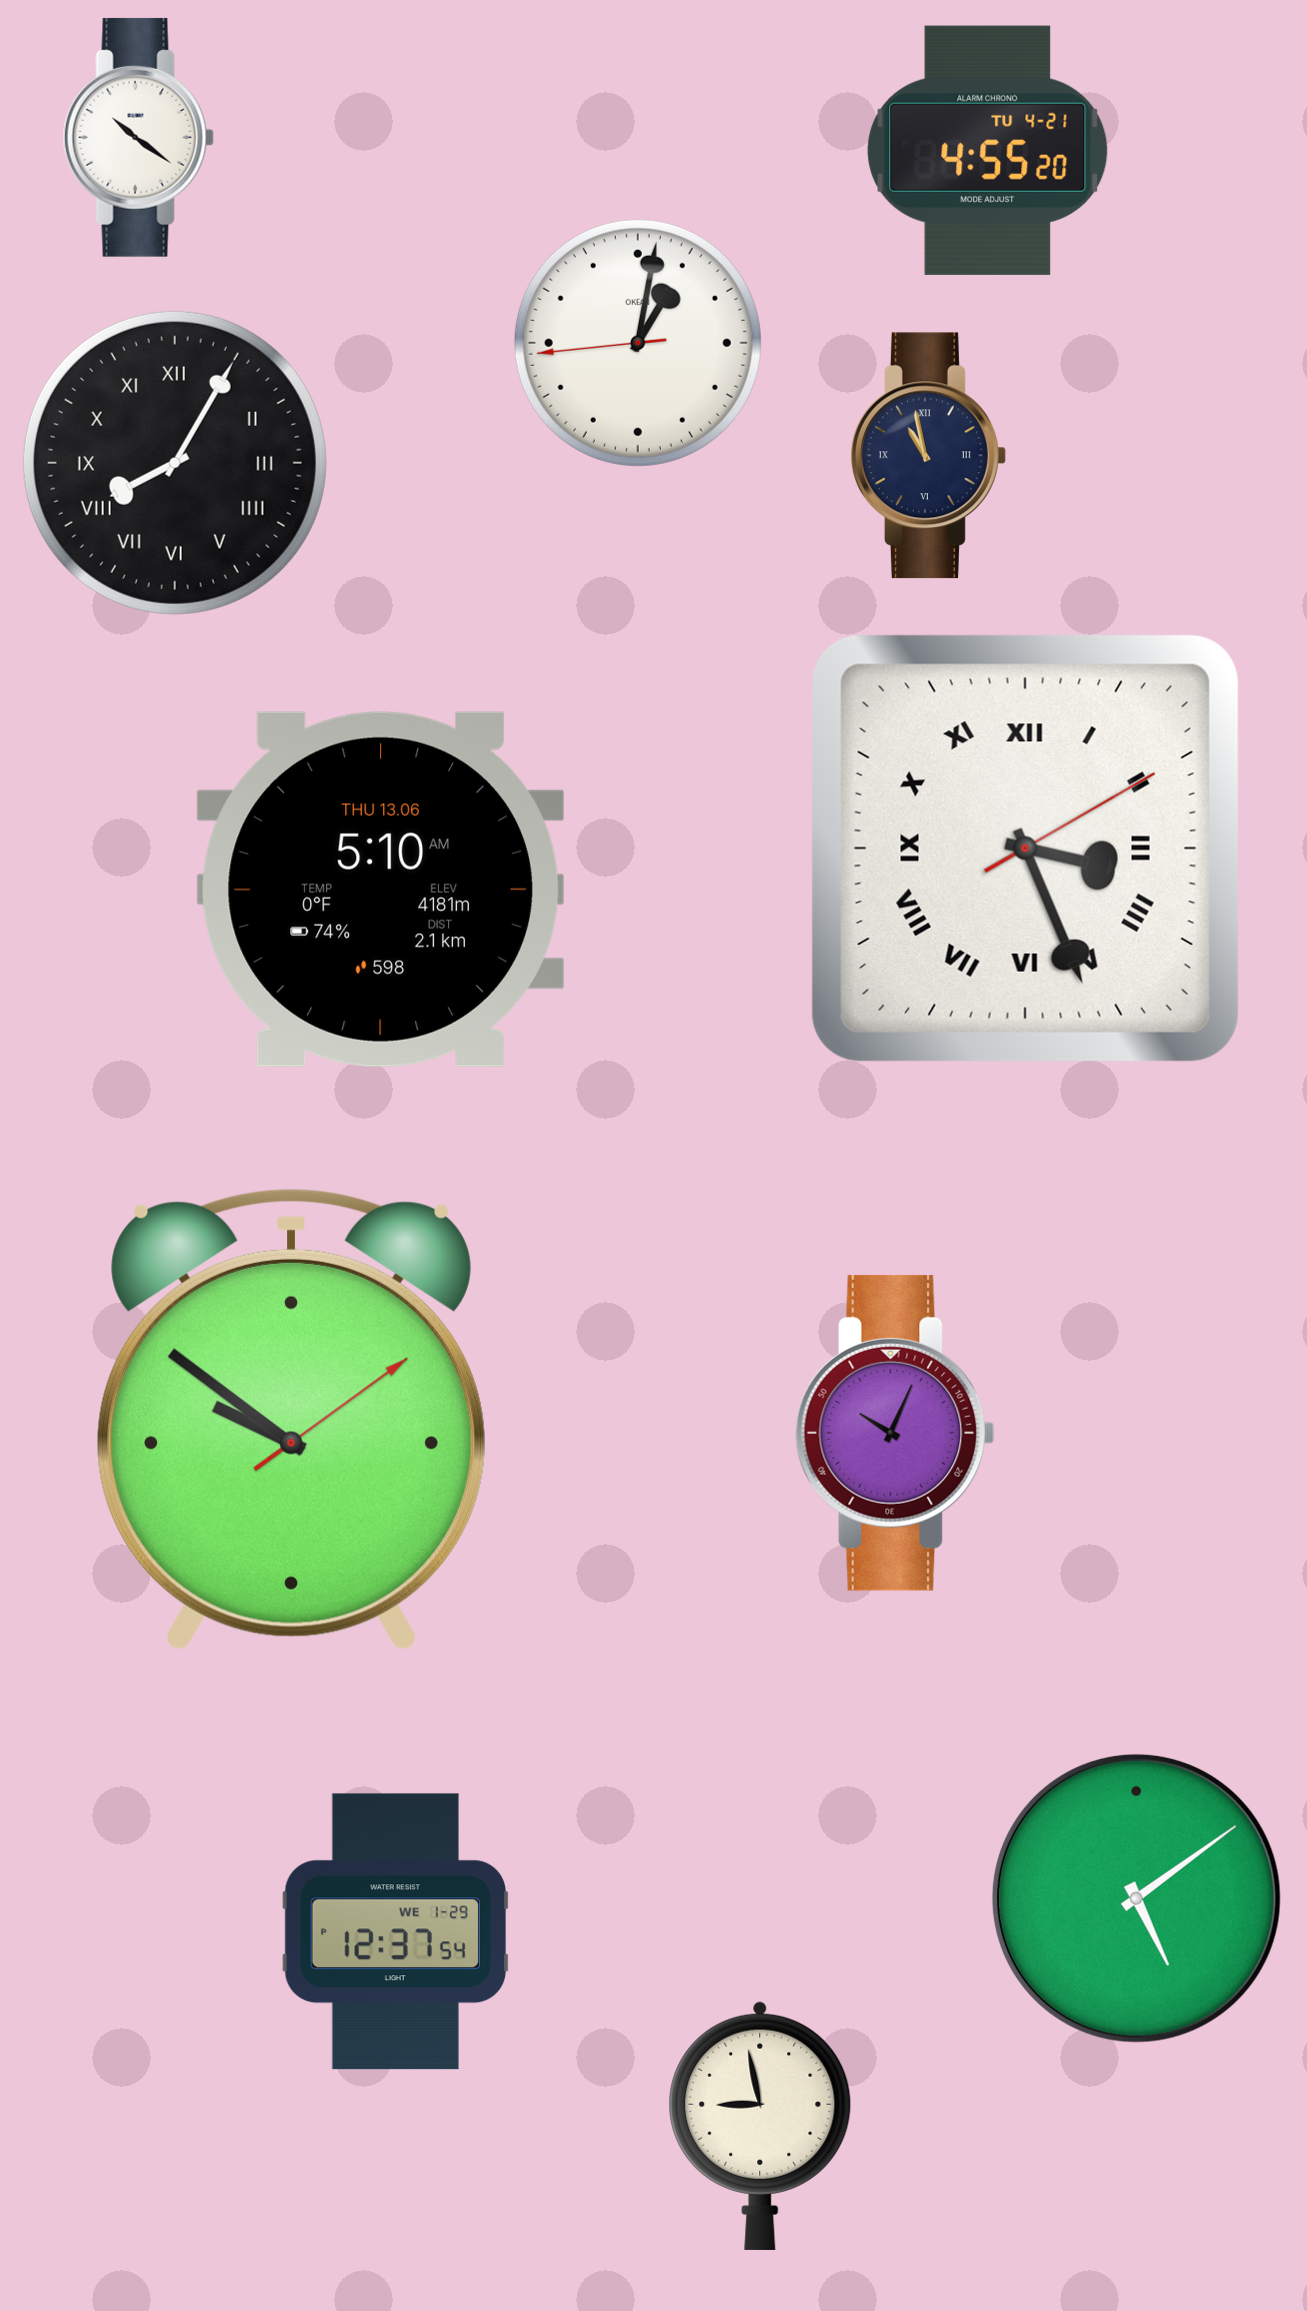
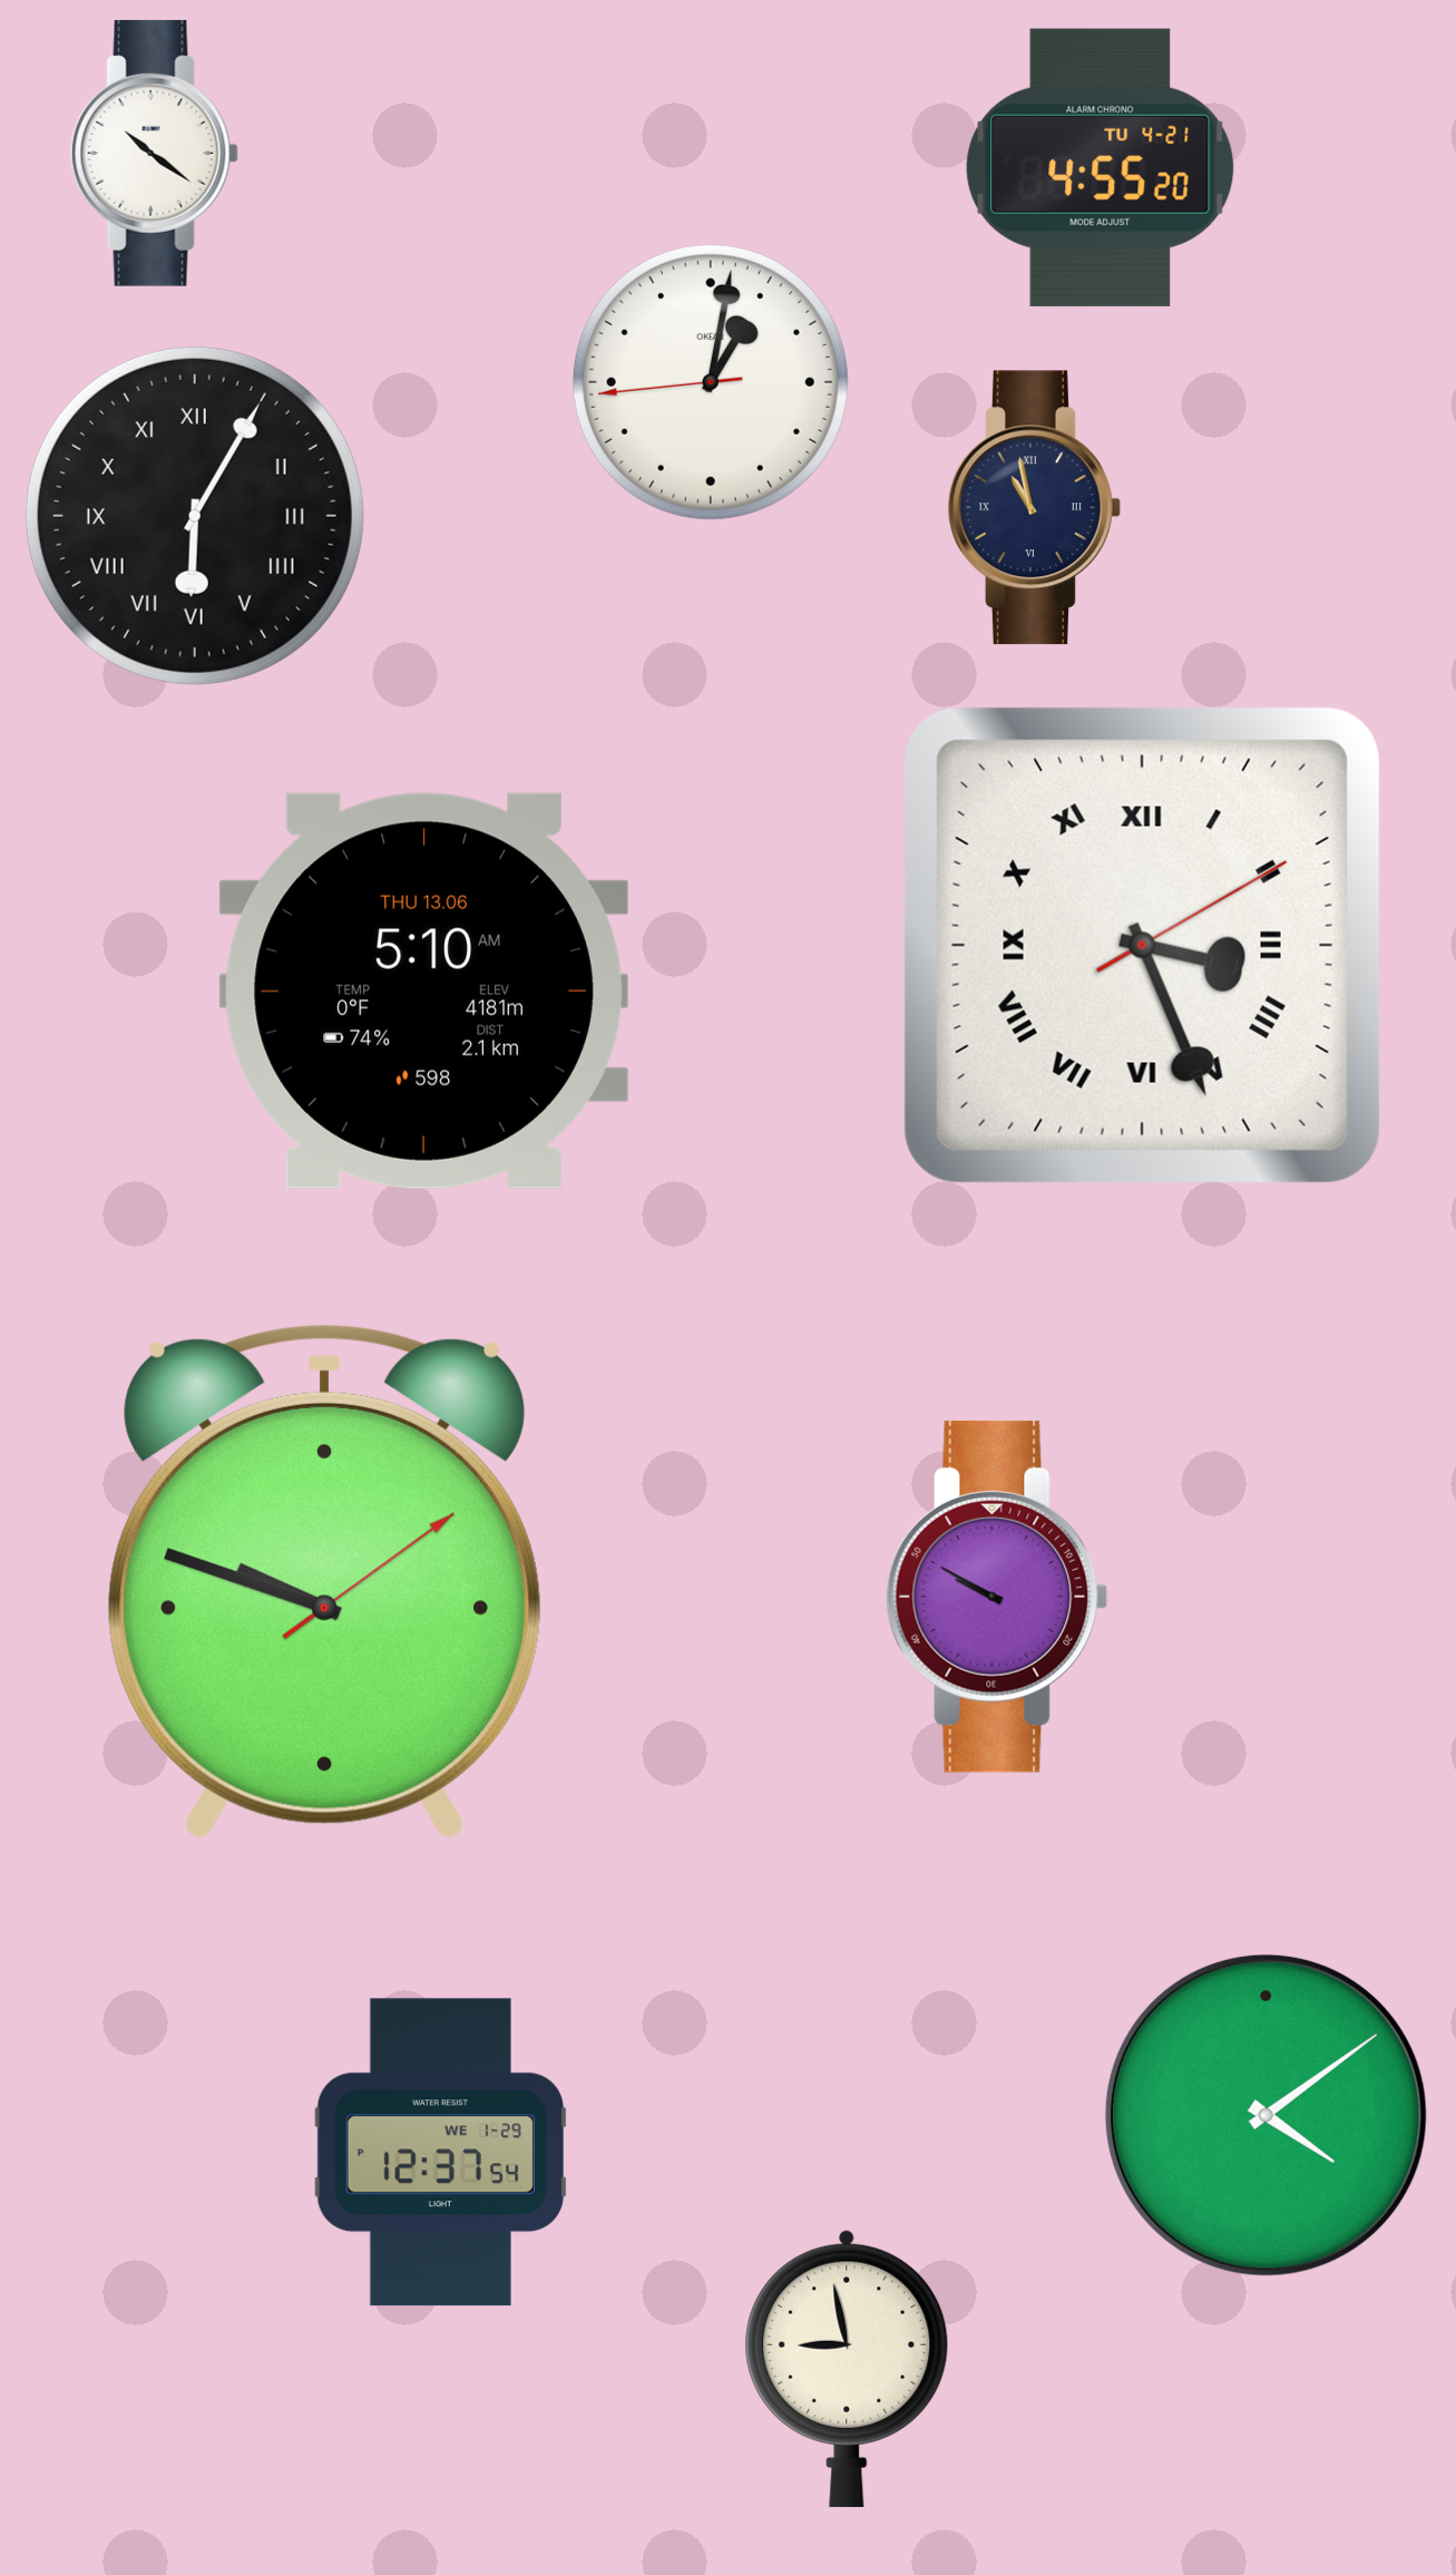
clock at (175, 463): 8:05 -> 6:05
clock at (291, 1420): 9:51 -> 9:48
clock at (895, 1433): 10:04 -> 9:50
clock at (1136, 1898): 5:09 -> 4:09
